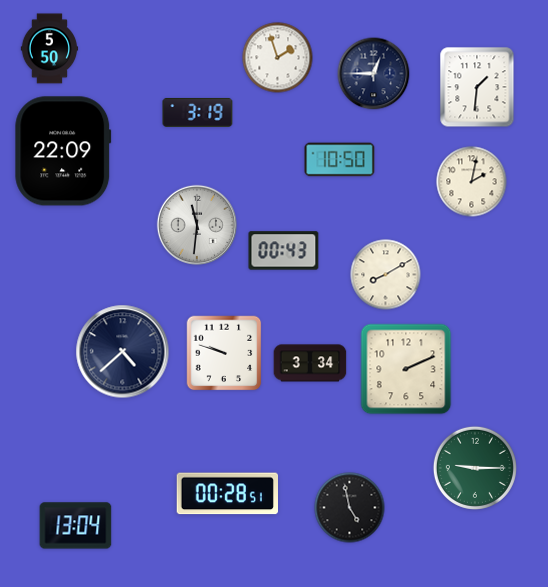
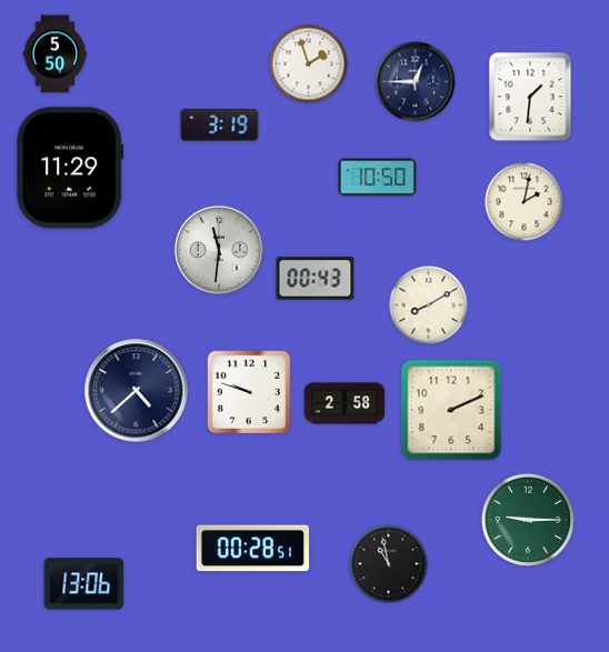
clock at (63, 151): 22:09 -> 11:29
clock at (310, 363): 3:34 -> 2:58
clock at (350, 508): 4:58 -> 10:58
clock at (76, 526): 13:04 -> 13:06
